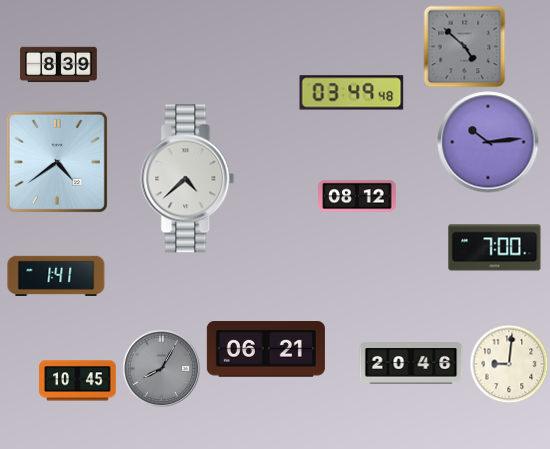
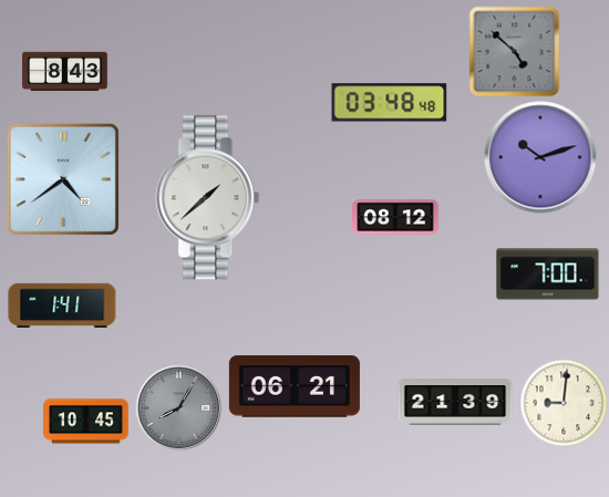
clock at (59, 65): 8:39 -> 8:43
clock at (352, 93): 03:49 -> 03:48
clock at (488, 142): 10:14 -> 10:12
clock at (188, 179): 4:38 -> 1:38
clock at (411, 363): 20:46 -> 21:39
